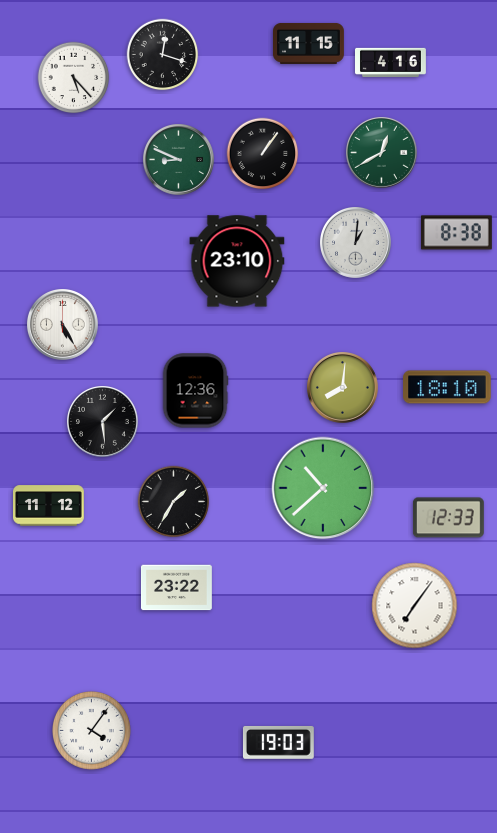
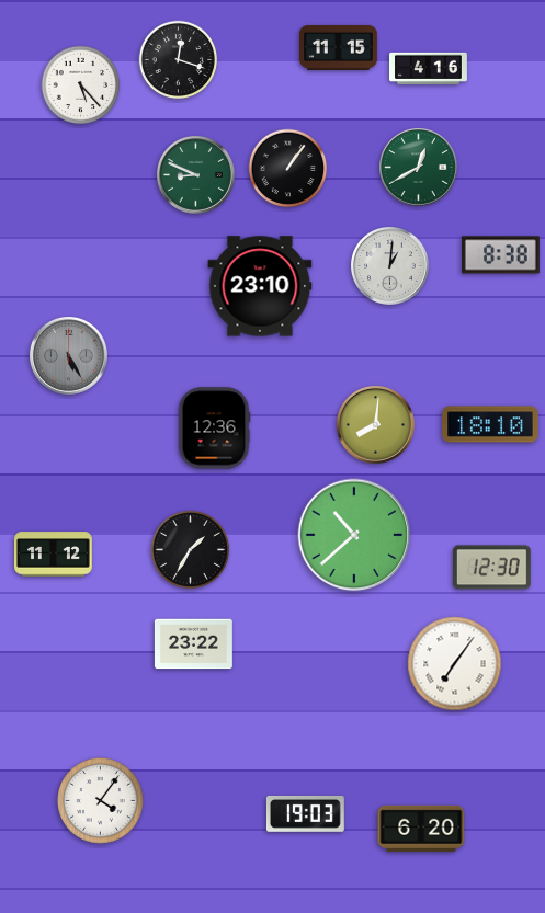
clock at (63, 325) dial: white -> grey
clock at (103, 422): 1:29 -> none
clock at (448, 518): 12:33 -> 12:30
clock at (421, 829): none -> 6:20
